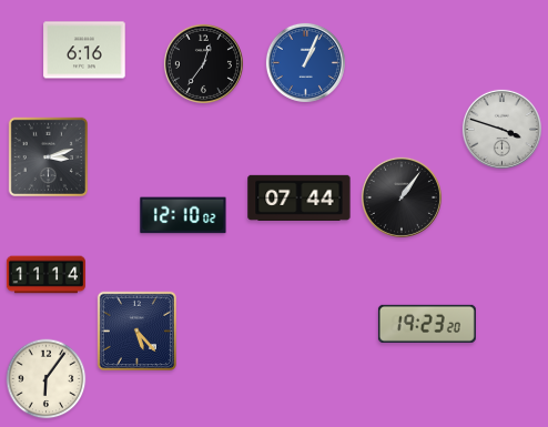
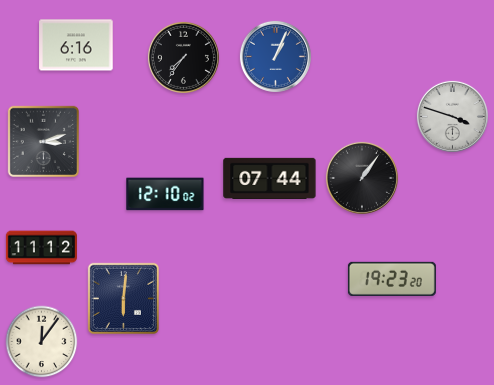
clock at (203, 63): 12:36 -> 7:36
clock at (45, 275): 11:14 -> 11:12
clock at (427, 324) position: (427, 324) -> (392, 279)
clock at (136, 331): 5:23 -> 6:01
clock at (47, 379): 6:06 -> 12:06
